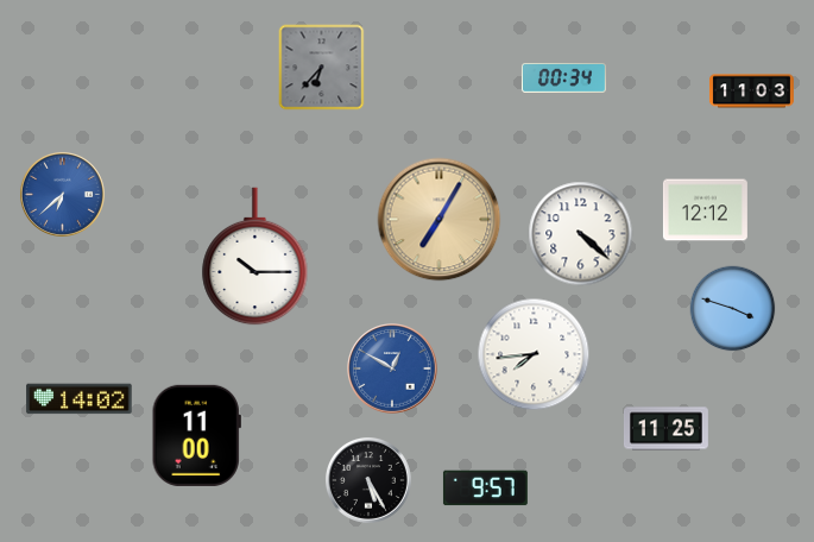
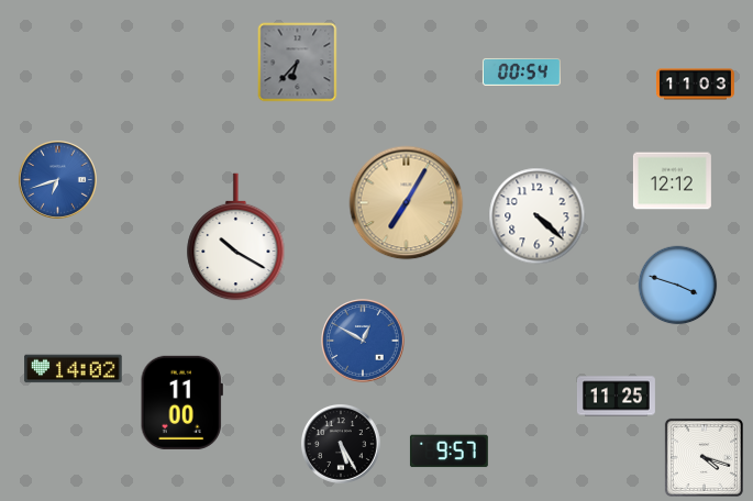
clock at (563, 77): 00:34 -> 00:54
clock at (62, 194): 6:38 -> 6:42
clock at (705, 210) position: (705, 210) -> (672, 181)
clock at (255, 257): 10:15 -> 10:20
clock at (534, 354): 7:44 -> none
clock at (704, 457): none -> 4:18
